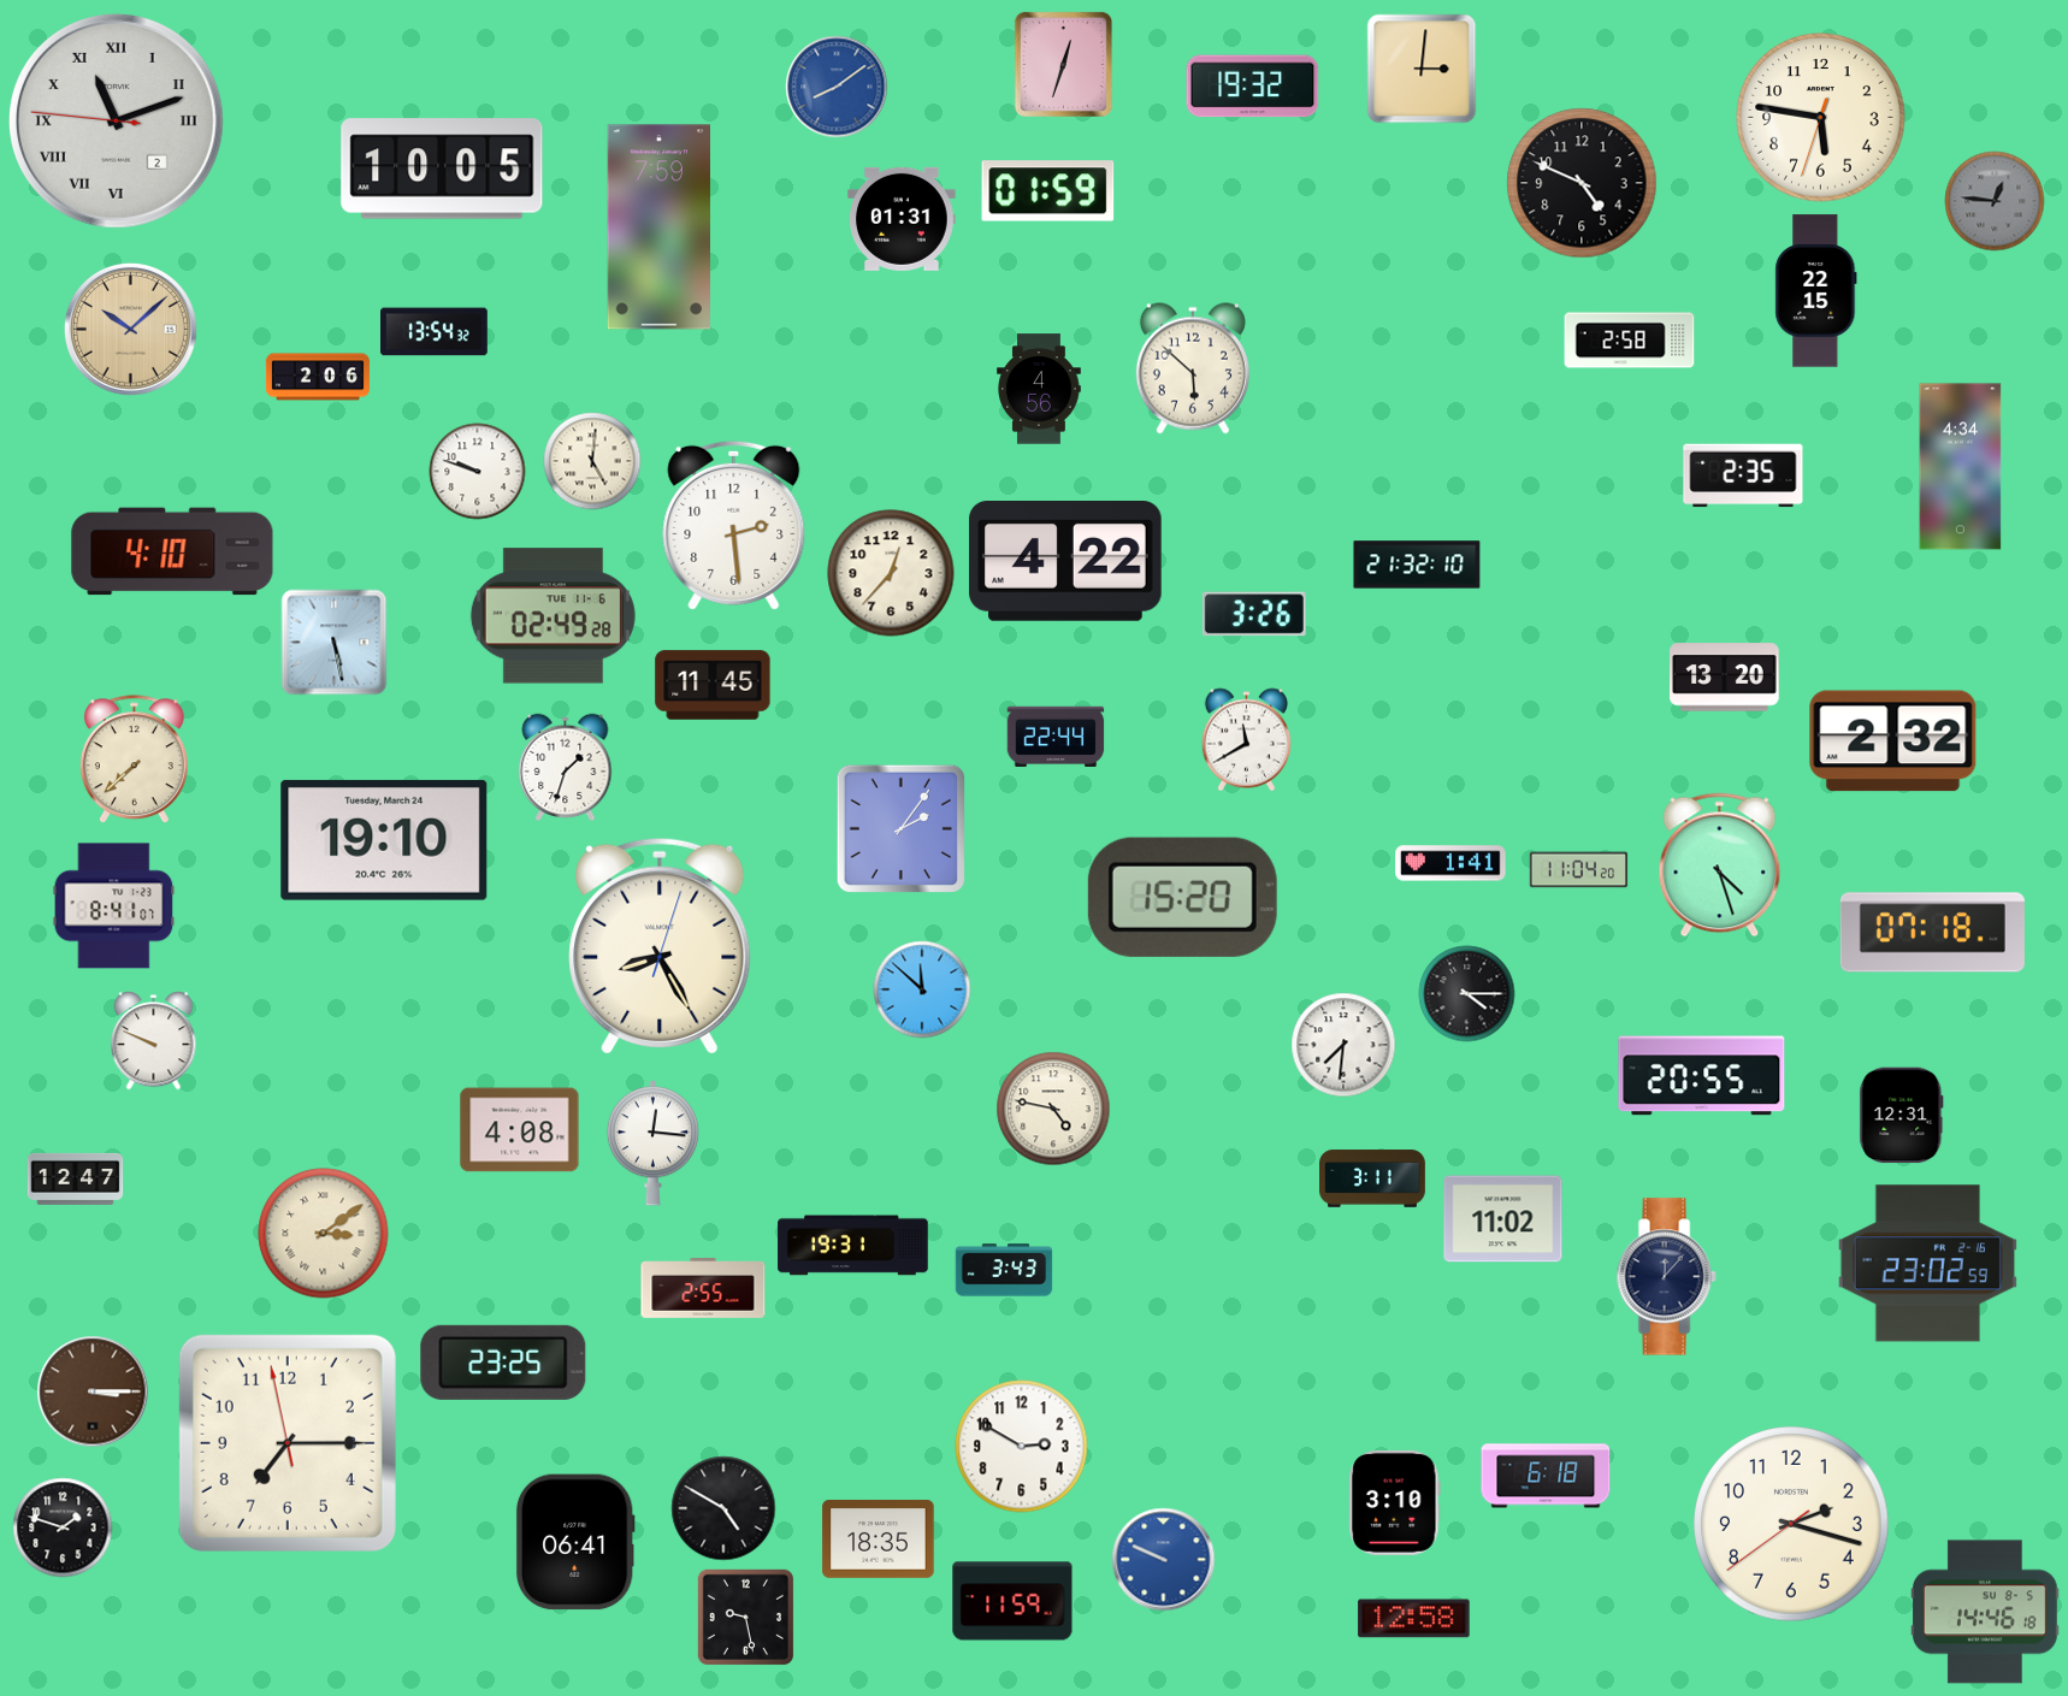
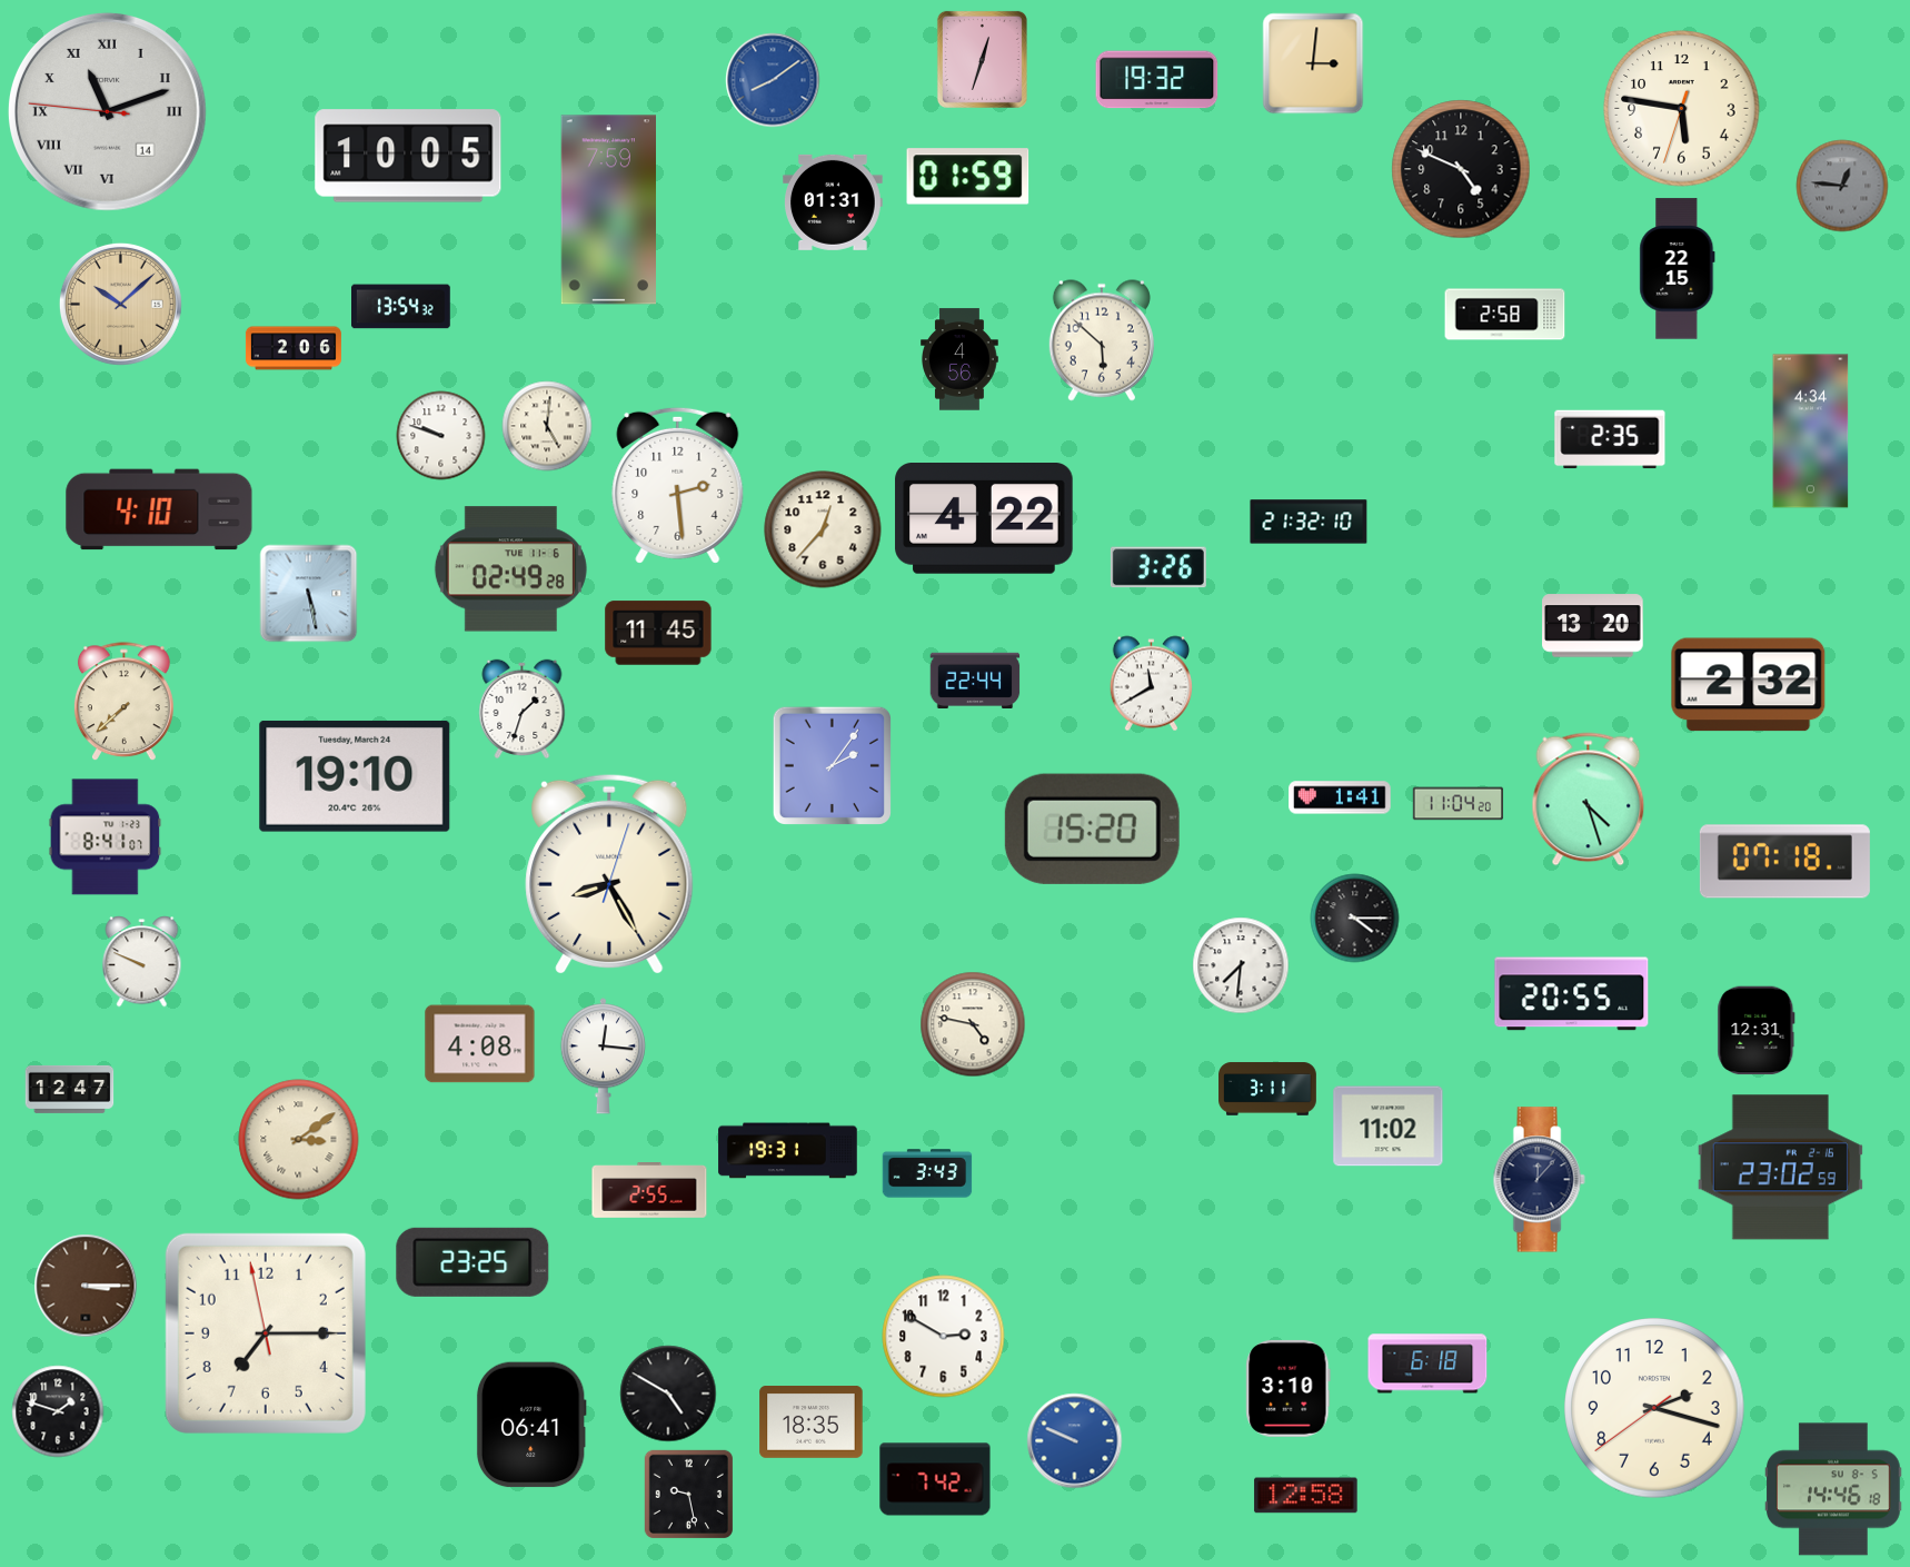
clock at (117, 122) date: 2 -> 14
clock at (922, 989): 11:52 -> none
clock at (503, 1363) position: (503, 1363) -> (472, 1262)
clock at (1012, 1601): 11:59 -> 7:42
